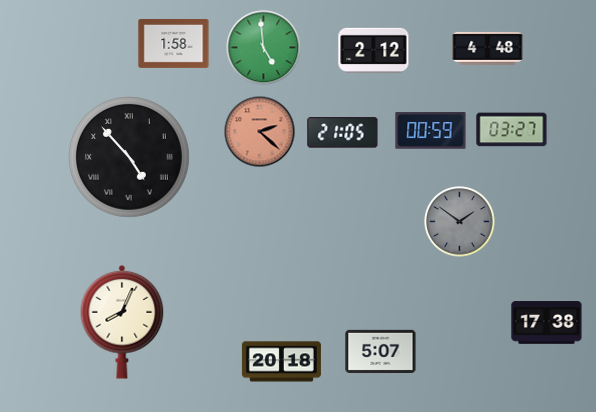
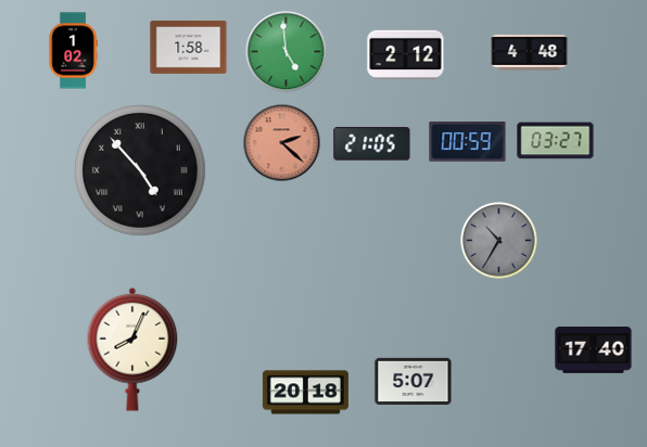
clock at (73, 51): none -> 1:02
clock at (460, 222): 1:51 -> 10:35
clock at (547, 323): 17:38 -> 17:40
